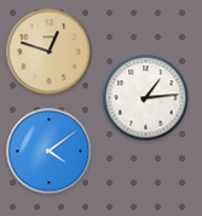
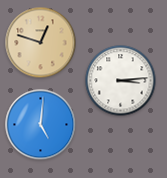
clock at (146, 98): 1:14 -> 3:14
clock at (50, 152): 4:09 -> 5:01
